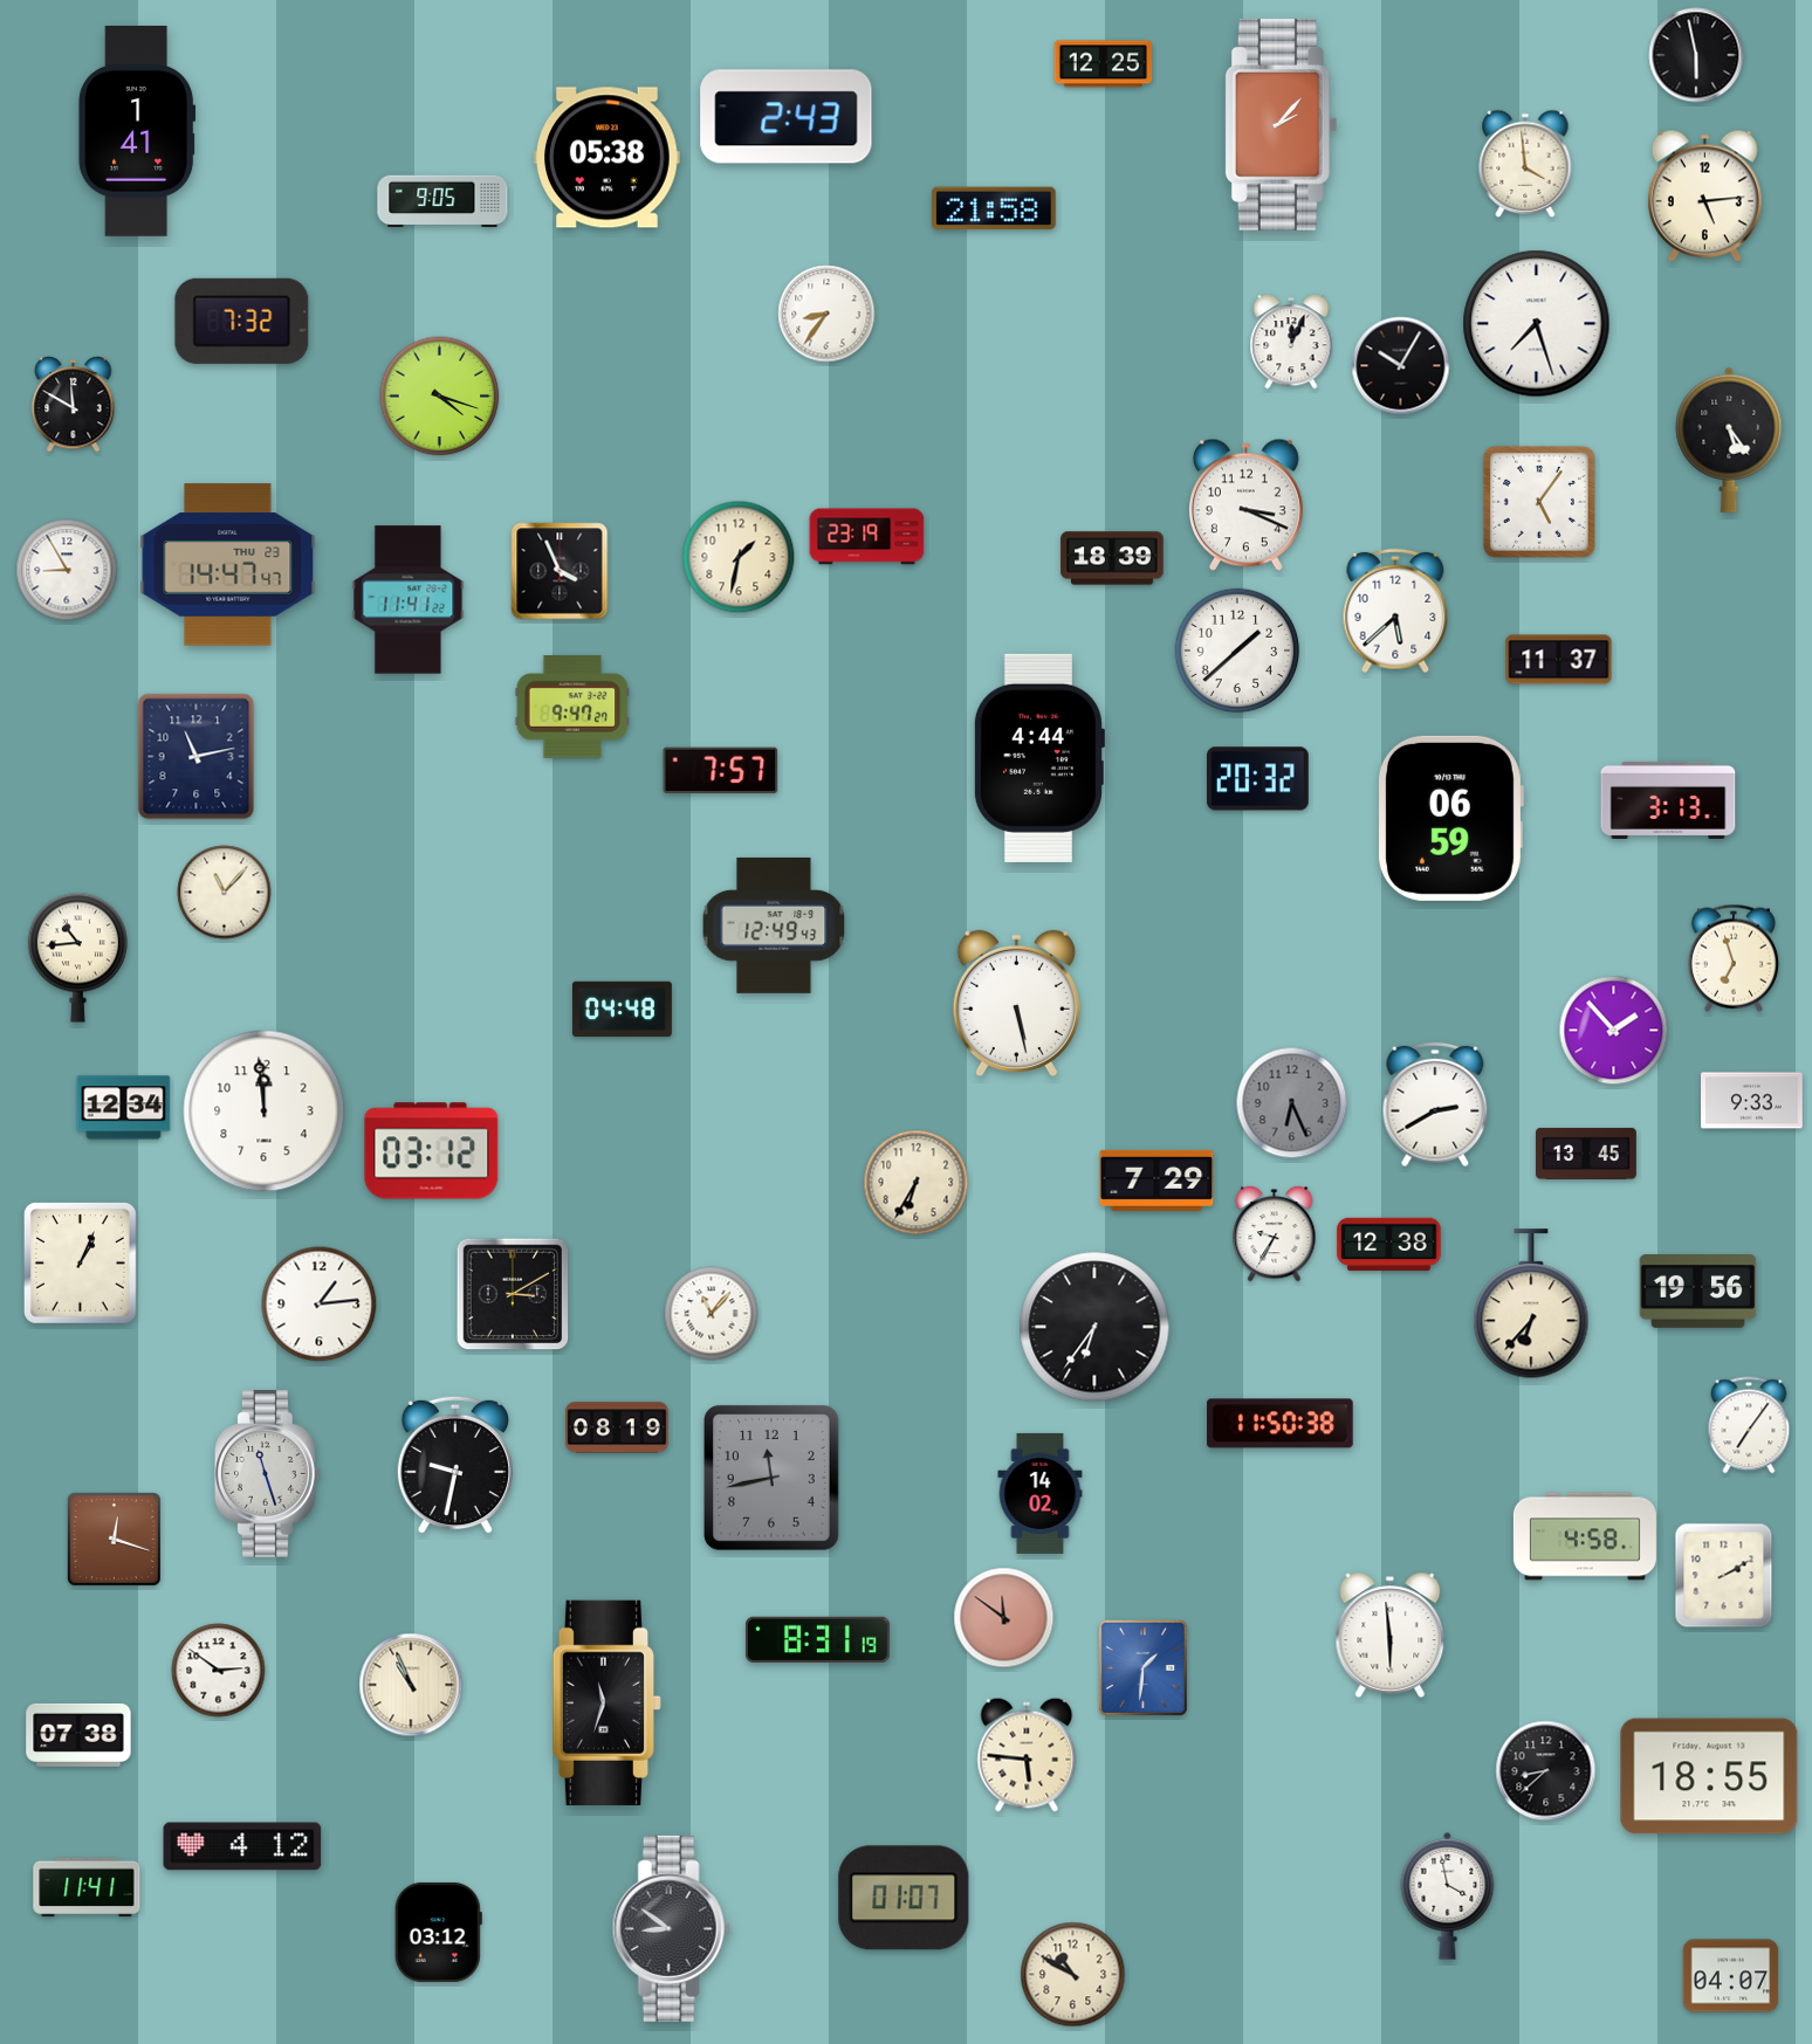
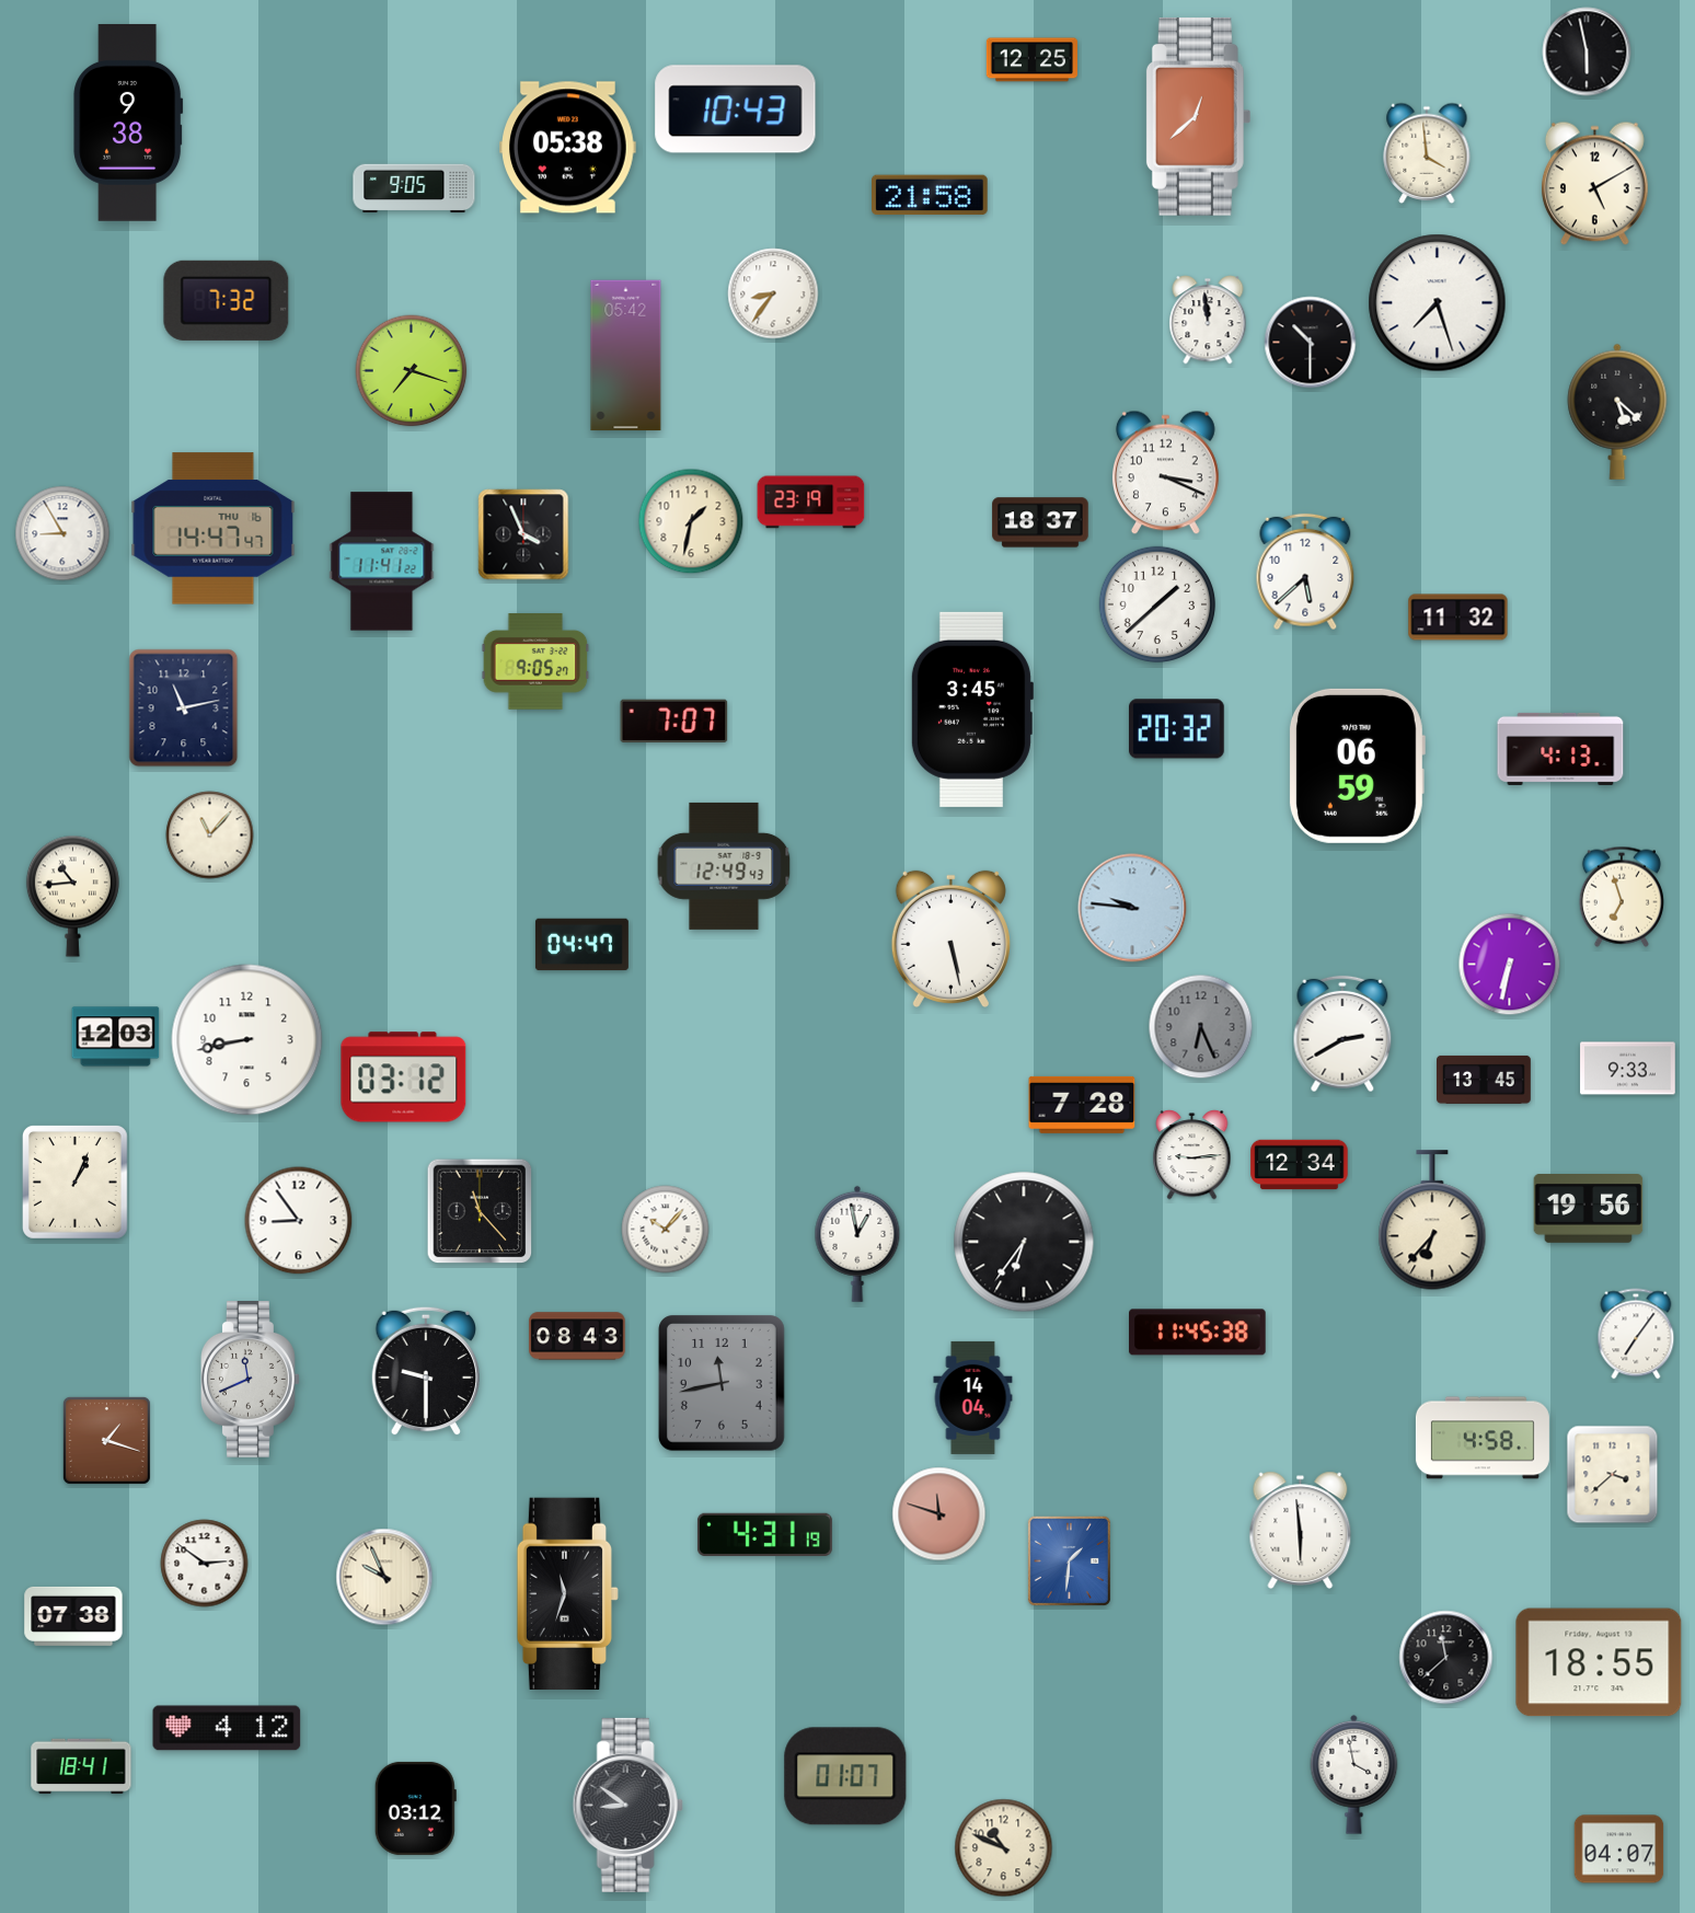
clock at (787, 117): 2:43 -> 10:43
clock at (1281, 124): 2:07 -> 12:38
clock at (137, 131): 1:41 -> 9:38
clock at (1704, 197): 5:14 -> 5:10
clock at (1291, 342): 12:04 -> 11:59
clock at (1401, 366): 10:05 -> 10:30
clock at (626, 356): none -> 05:42
clock at (440, 397): 4:18 -> 7:18
clock at (74, 405): 11:50 -> none
clock at (1729, 440): 5:24 -> 5:22
clock at (1539, 502): 5:06 -> none
clock at (1112, 558): 18:39 -> 18:37
clock at (228, 565) date: THU 23 -> THU 16
clock at (1237, 651) position: (1237, 651) -> (1157, 604)
clock at (1559, 660): 11:37 -> 11:32
clock at (572, 707): 9:47 -> 9:05
clock at (1038, 758): 4:44 -> 3:45
clock at (721, 770): 7:57 -> 7:07
clock at (1668, 800): 3:13 -> 4:13
clock at (1132, 908): none -> 9:46
clock at (622, 1010): 04:48 -> 04:47
clock at (1614, 1031): 1:53 -> 6:32
clock at (1752, 1101) position: (1752, 1101) -> (1628, 1069)
clock at (1292, 1103) position: (1292, 1103) -> (1201, 1027)
clock at (124, 1108): 12:34 -> 12:03
clock at (265, 1112): 11:59 -> 8:43
clock at (1156, 1181): 7:29 -> 7:28
clock at (917, 1183): 6:35 -> none
clock at (1275, 1234): 9:35 -> 9:14
clock at (1389, 1245): 12:38 -> 12:34
clock at (513, 1294): 3:10 -> 11:23
clock at (320, 1305): 1:14 -> 8:54
clock at (712, 1314): 11:07 -> 10:07
clock at (857, 1244): none -> 12:58
clock at (1281, 1424): 11:50 -> 11:45
clock at (617, 1427): 08:19 -> 08:43
clock at (454, 1465): 9:32 -> 9:30
clock at (268, 1474): 11:27 -> 11:41
clock at (1041, 1493): 14:02 -> 14:04
clock at (114, 1539): 12:18 -> 1:18
clock at (1724, 1576): 2:10 -> 3:38
clock at (1004, 1618): 11:51 -> 11:48
clock at (817, 1639): 8:31 -> 4:31
clock at (411, 1685): 10:56 -> 9:56
clock at (78, 1735) position: (78, 1735) -> (73, 1616)
clock at (1027, 1755): 5:46 -> none
clock at (1546, 1771): 8:38 -> 11:38
clock at (87, 1887): 11:41 -> 18:41
clock at (438, 1932) position: (438, 1932) -> (415, 1808)
clock at (1073, 1975): 10:50 -> 10:49
